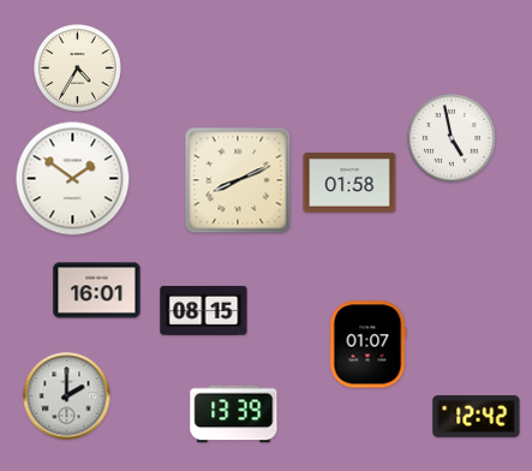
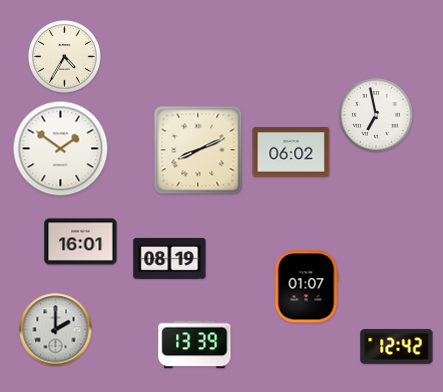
clock at (452, 138): 4:58 -> 6:58
clock at (349, 183): 01:58 -> 06:02
clock at (204, 310): 08:15 -> 08:19
